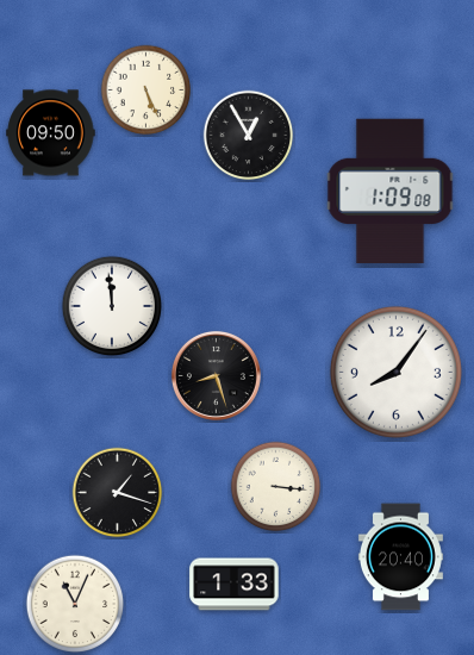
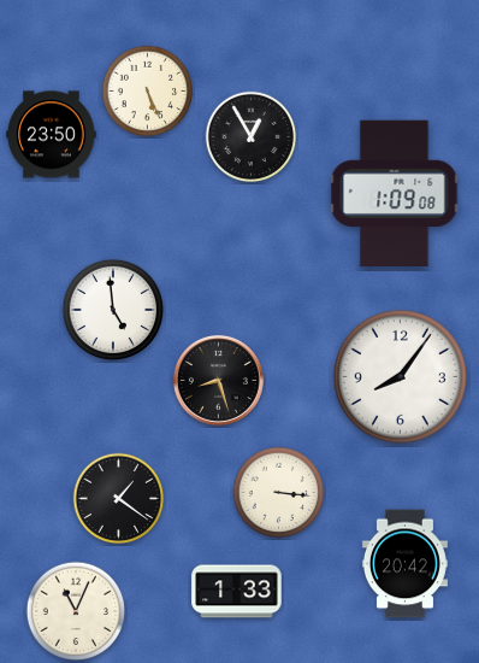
clock at (51, 133): 09:50 -> 23:50
clock at (112, 306): 11:59 -> 4:59
clock at (118, 493): 1:18 -> 1:21
clock at (400, 557): 20:40 -> 20:42
